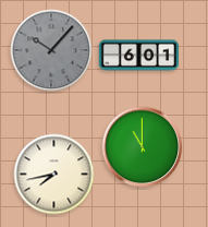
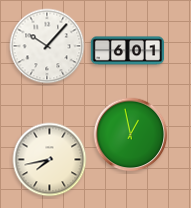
clock at (51, 50) dial: grey -> white
clock at (143, 147): 11:00 -> 12:58
